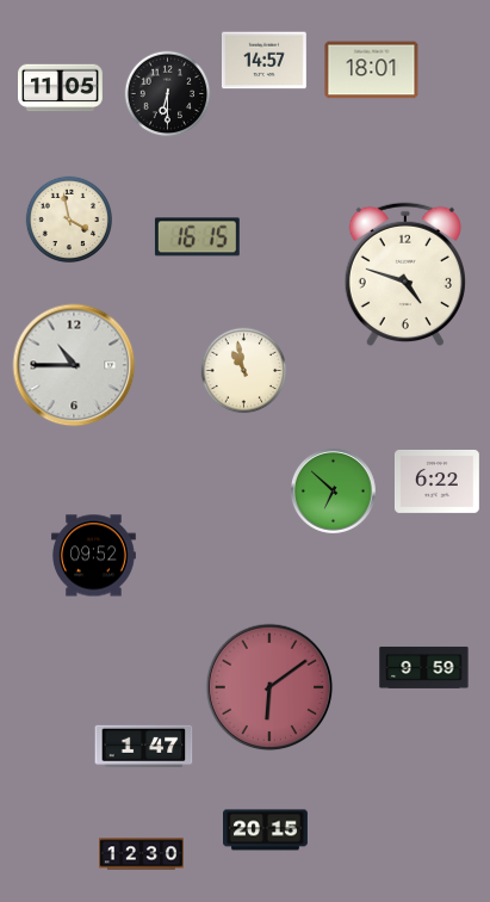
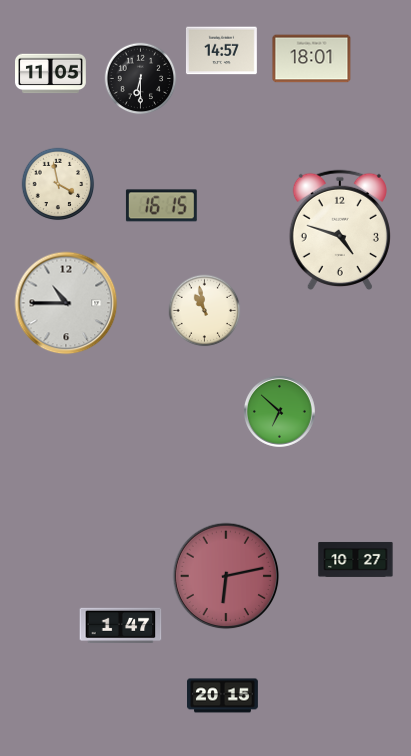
clock at (197, 237) position: (197, 237) -> (161, 206)
clock at (74, 365) position: (74, 365) -> (66, 303)
clock at (436, 481): 6:22 -> none
clock at (94, 556): 09:52 -> none
clock at (424, 667): 9:59 -> 10:27
clock at (269, 687): 6:09 -> 6:13
clock at (142, 854): 12:30 -> none
